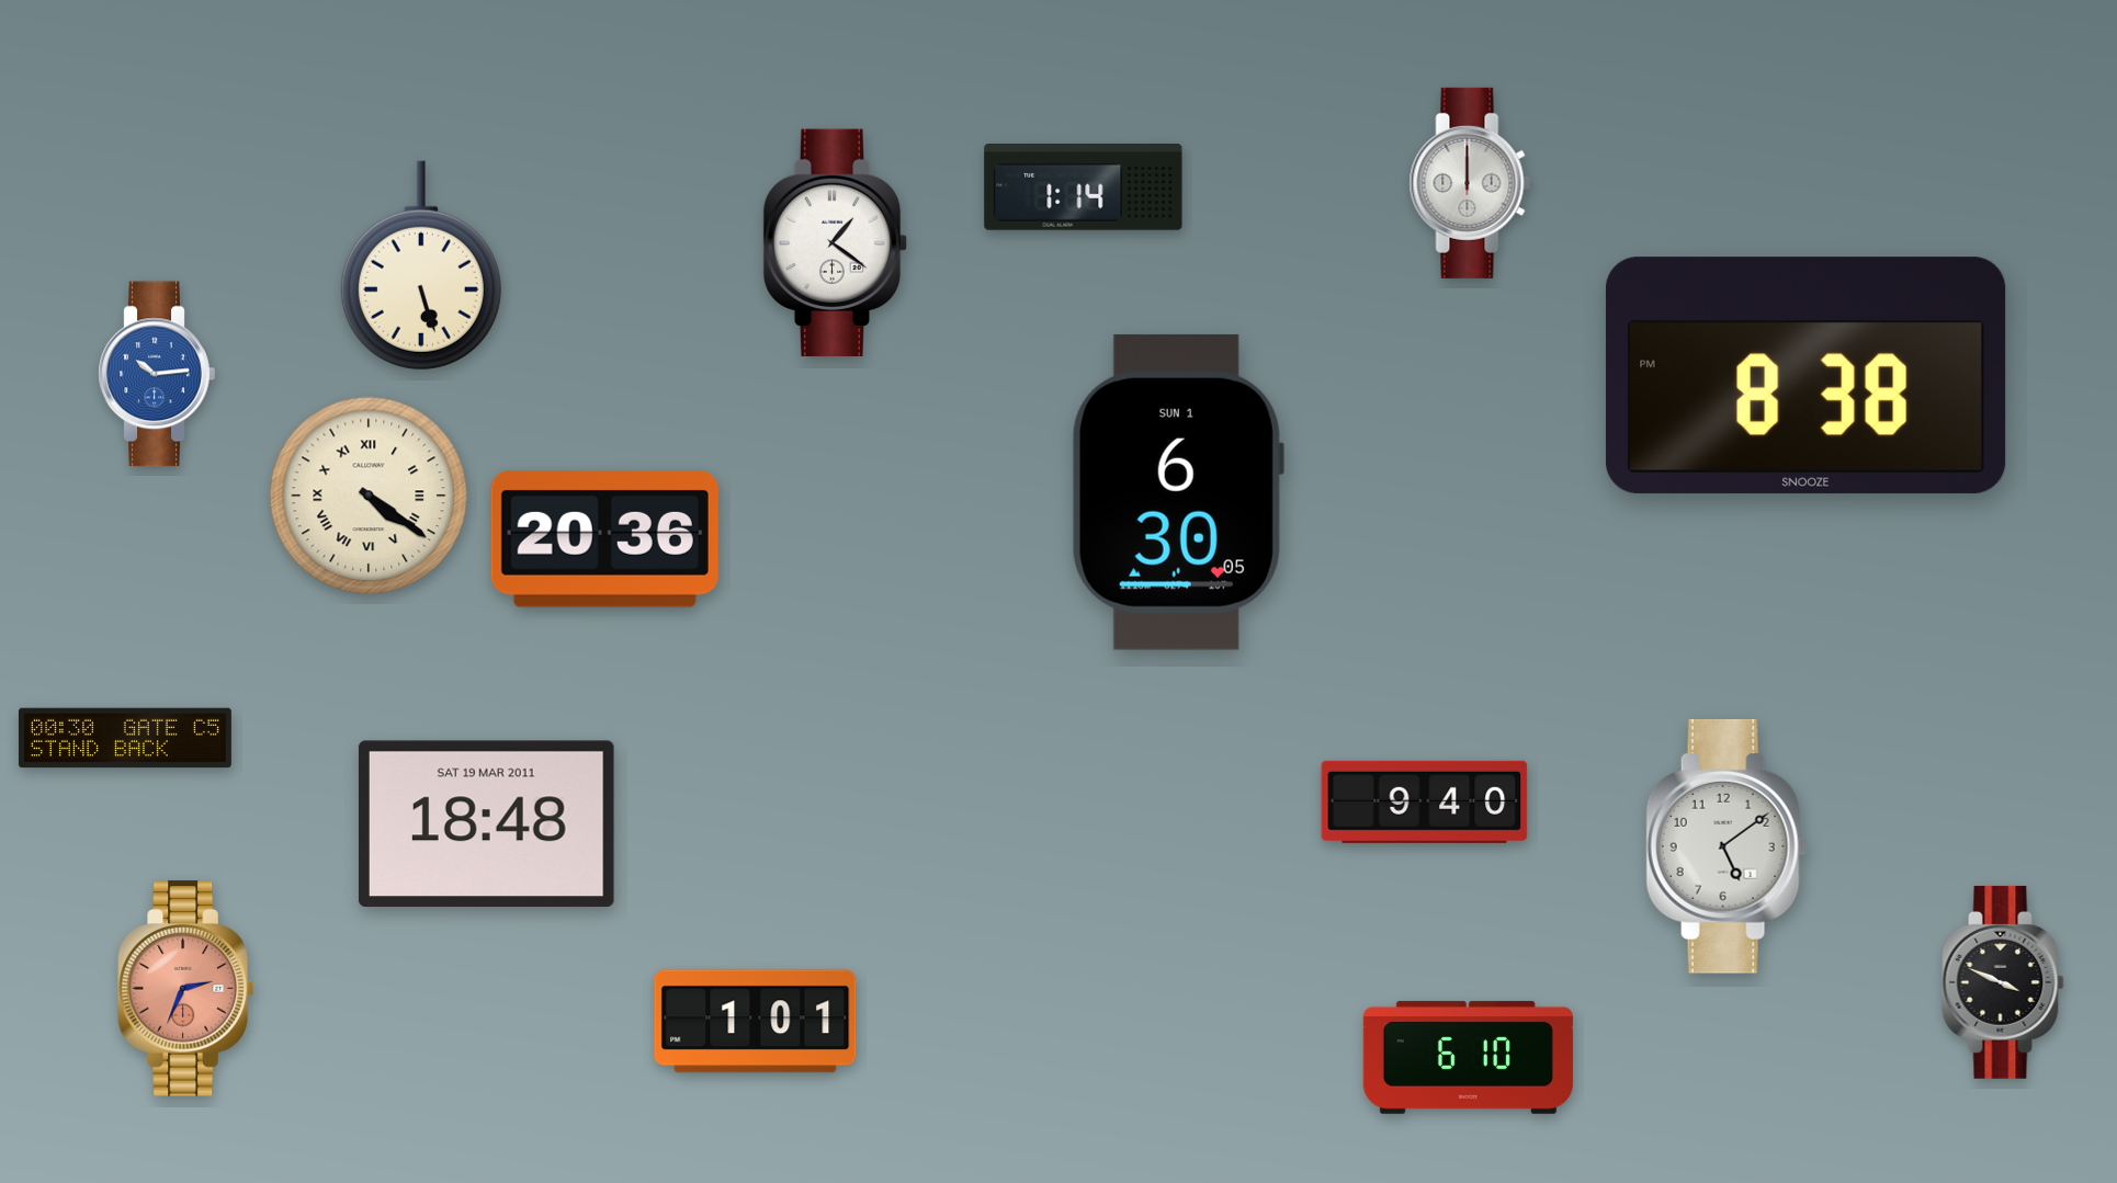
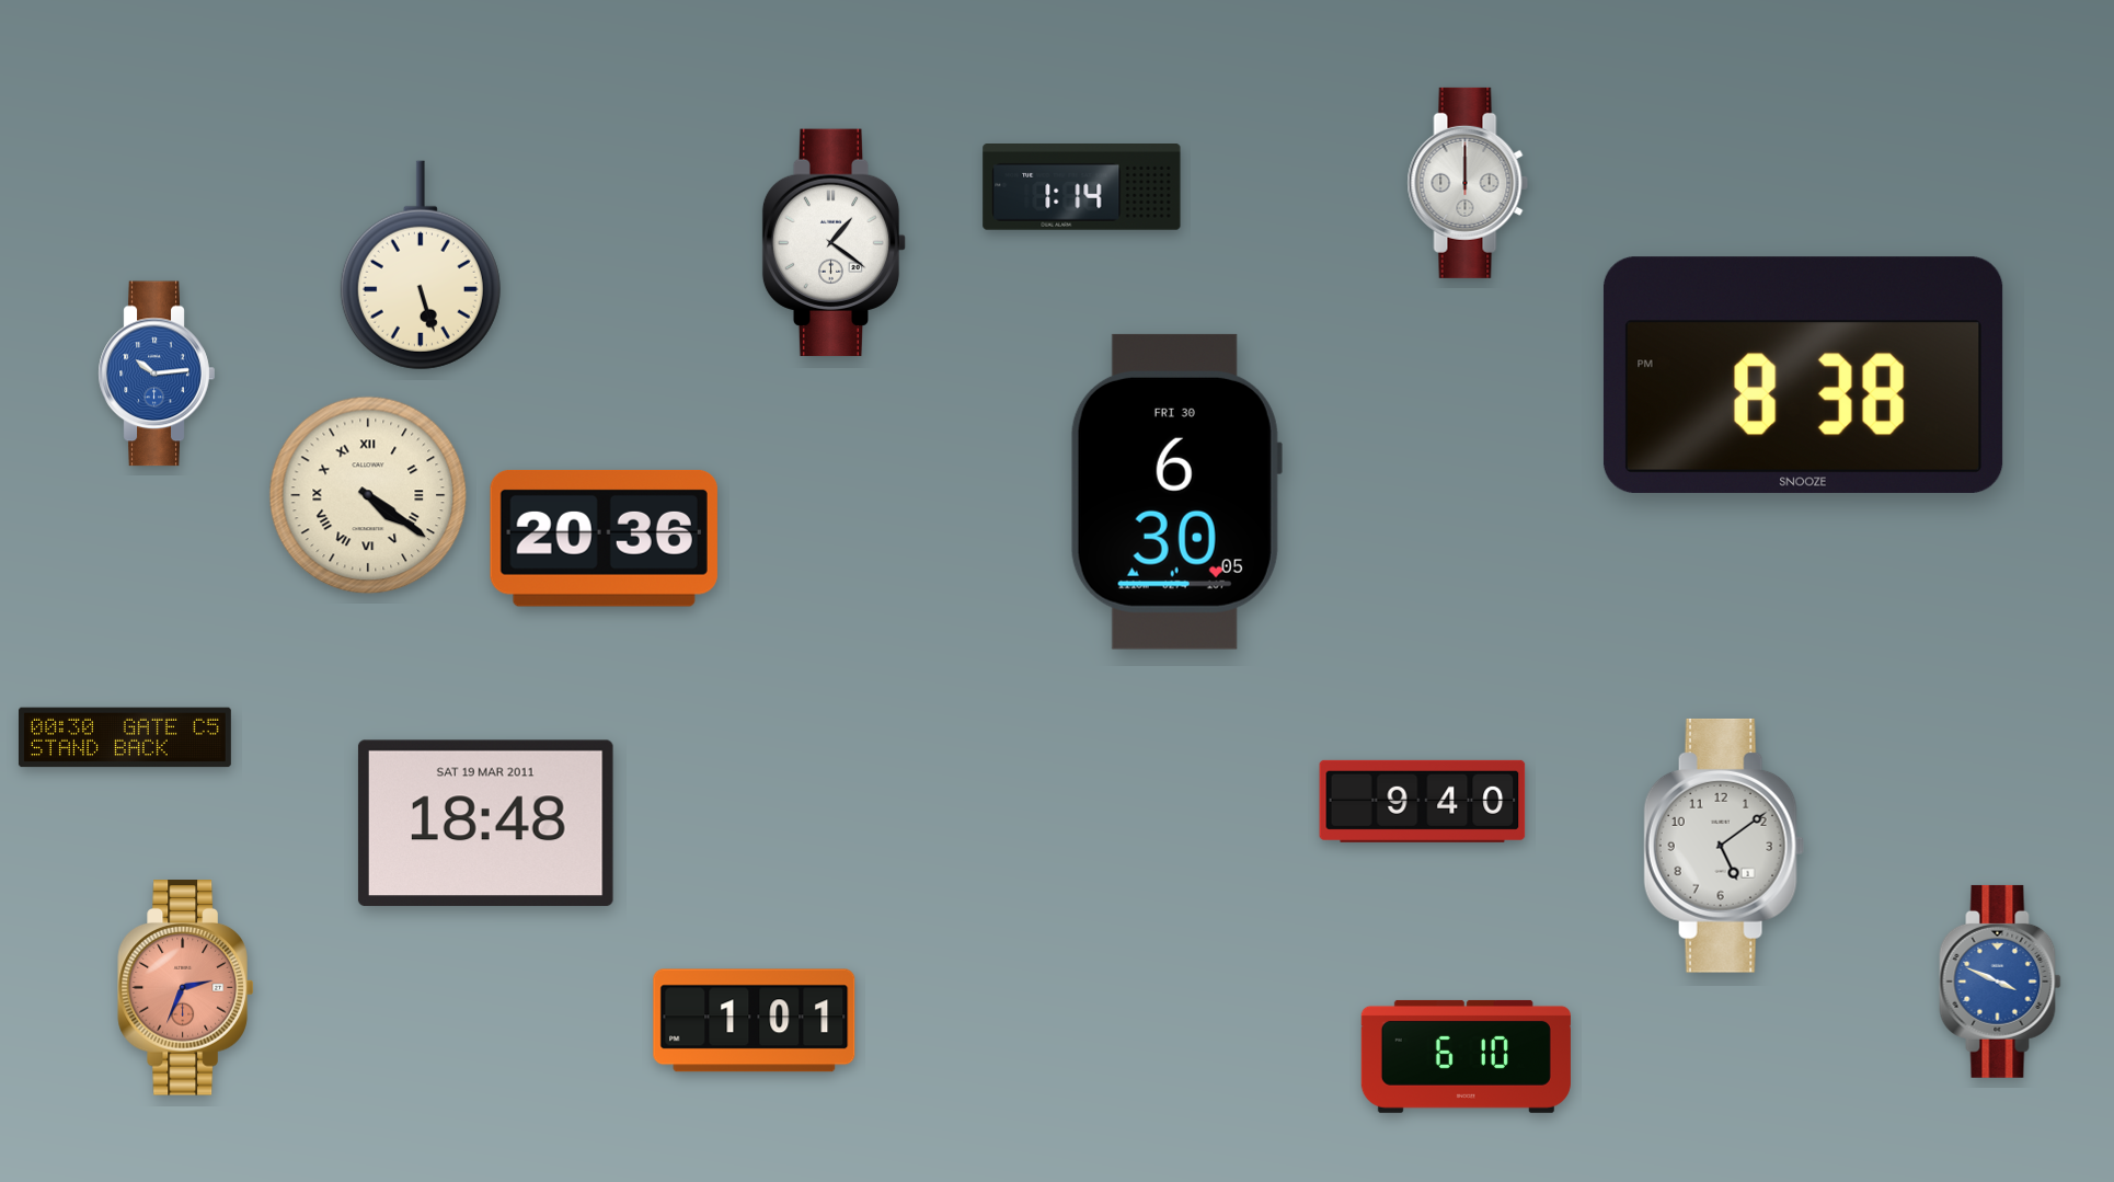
clock at (1178, 492) date: SUN 1 -> FRI 30
clock at (2003, 982) dial: black -> blue
